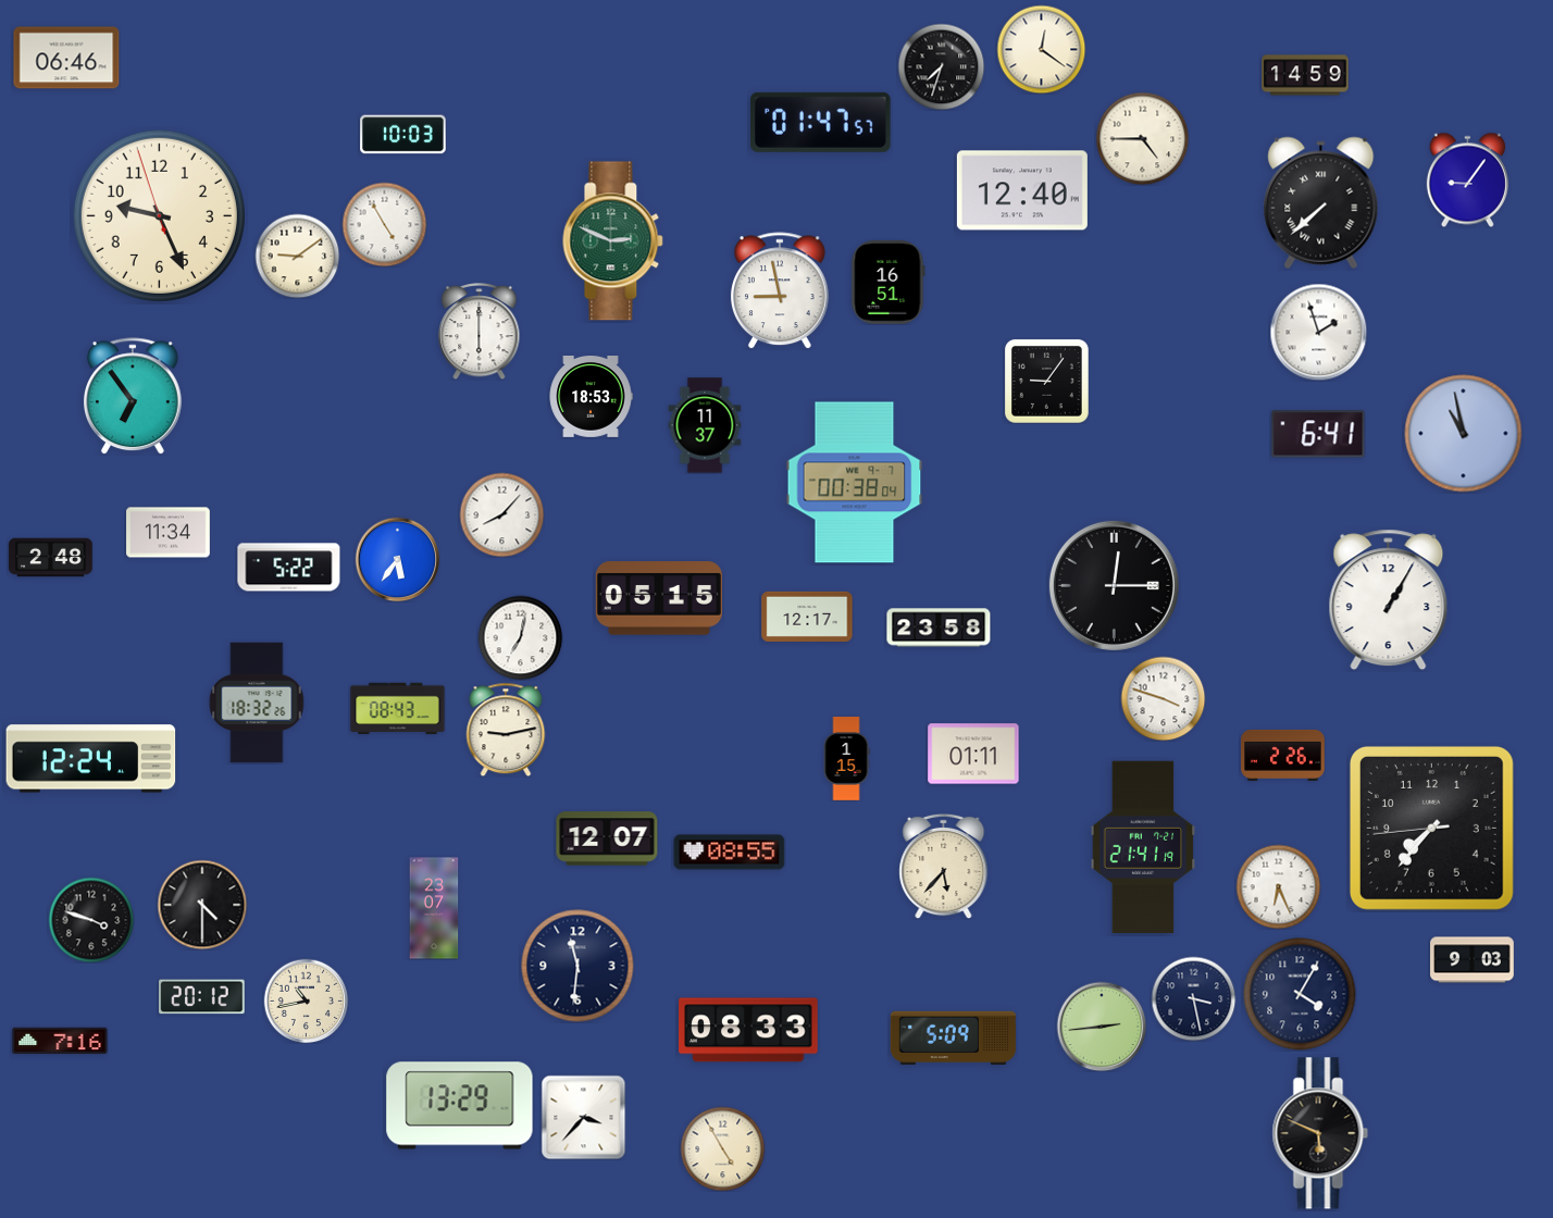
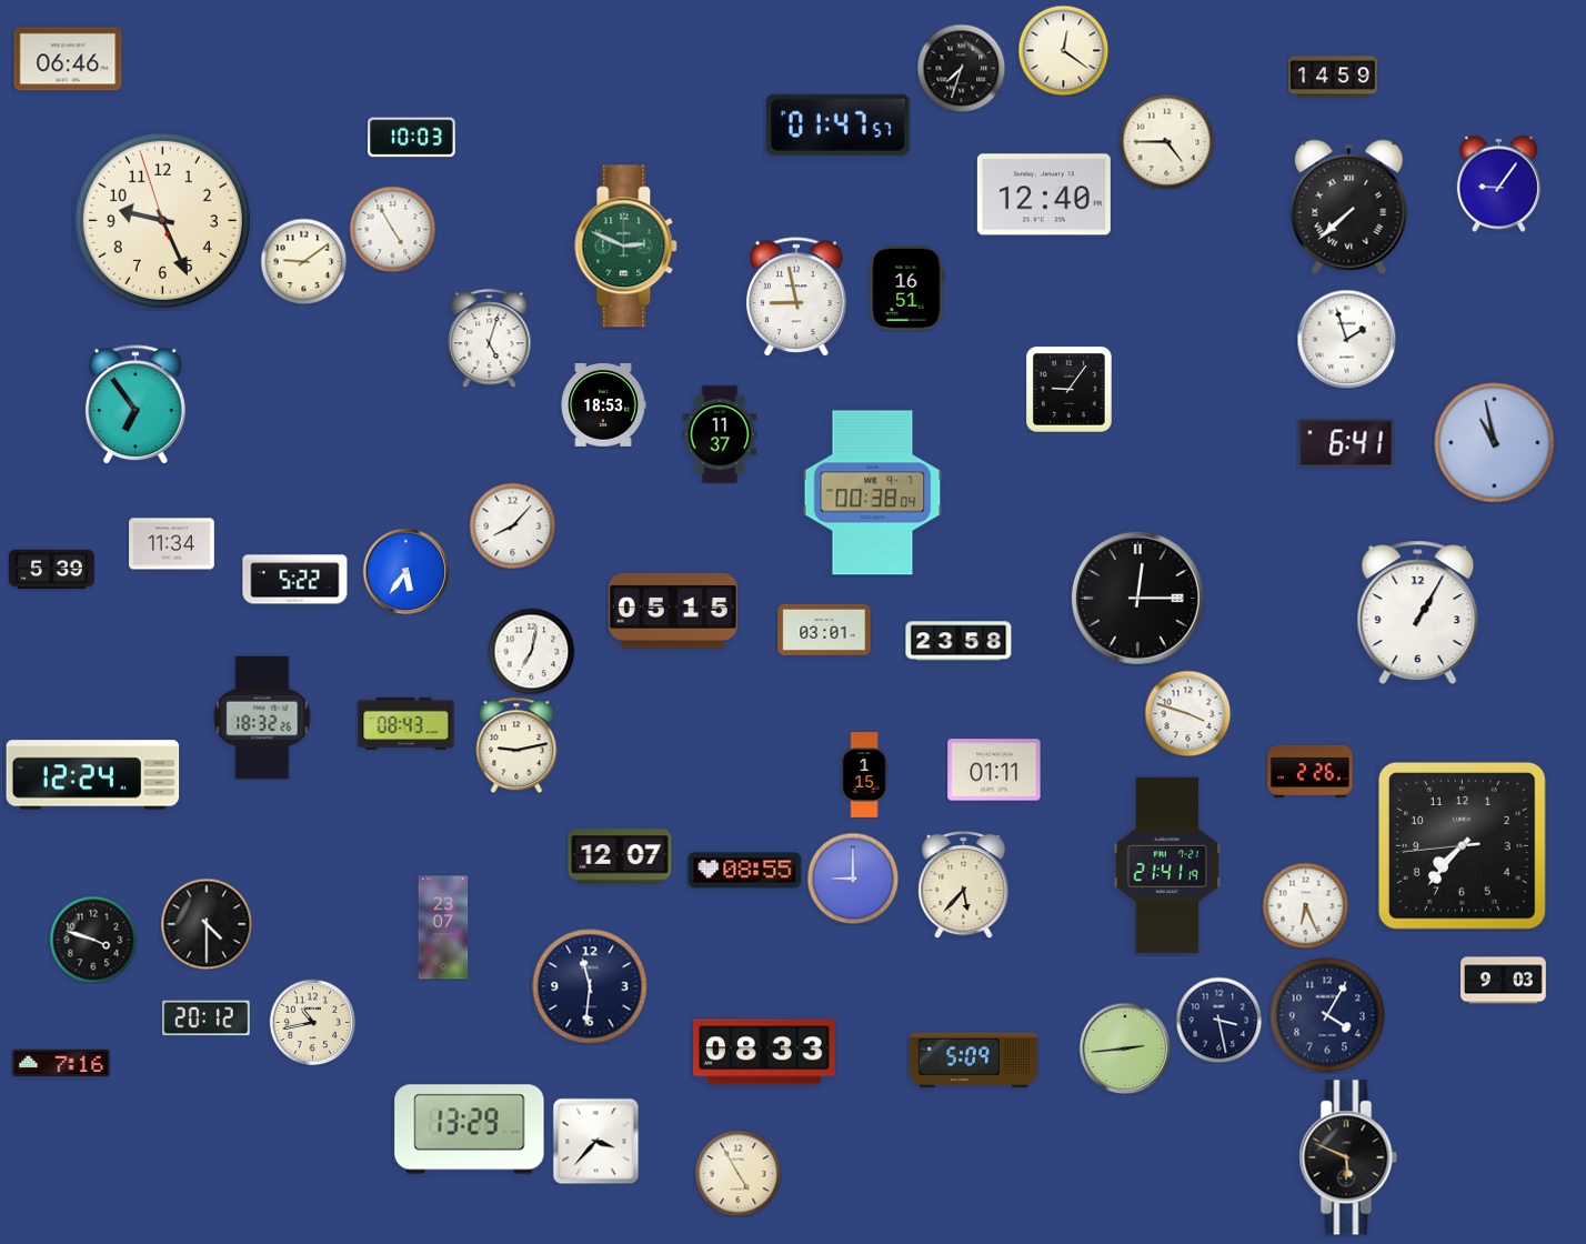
clock at (480, 332): 6:00 -> 5:03
clock at (51, 558): 2:48 -> 5:39
clock at (807, 617): 12:17 -> 03:01
clock at (853, 879): none -> 9:00
